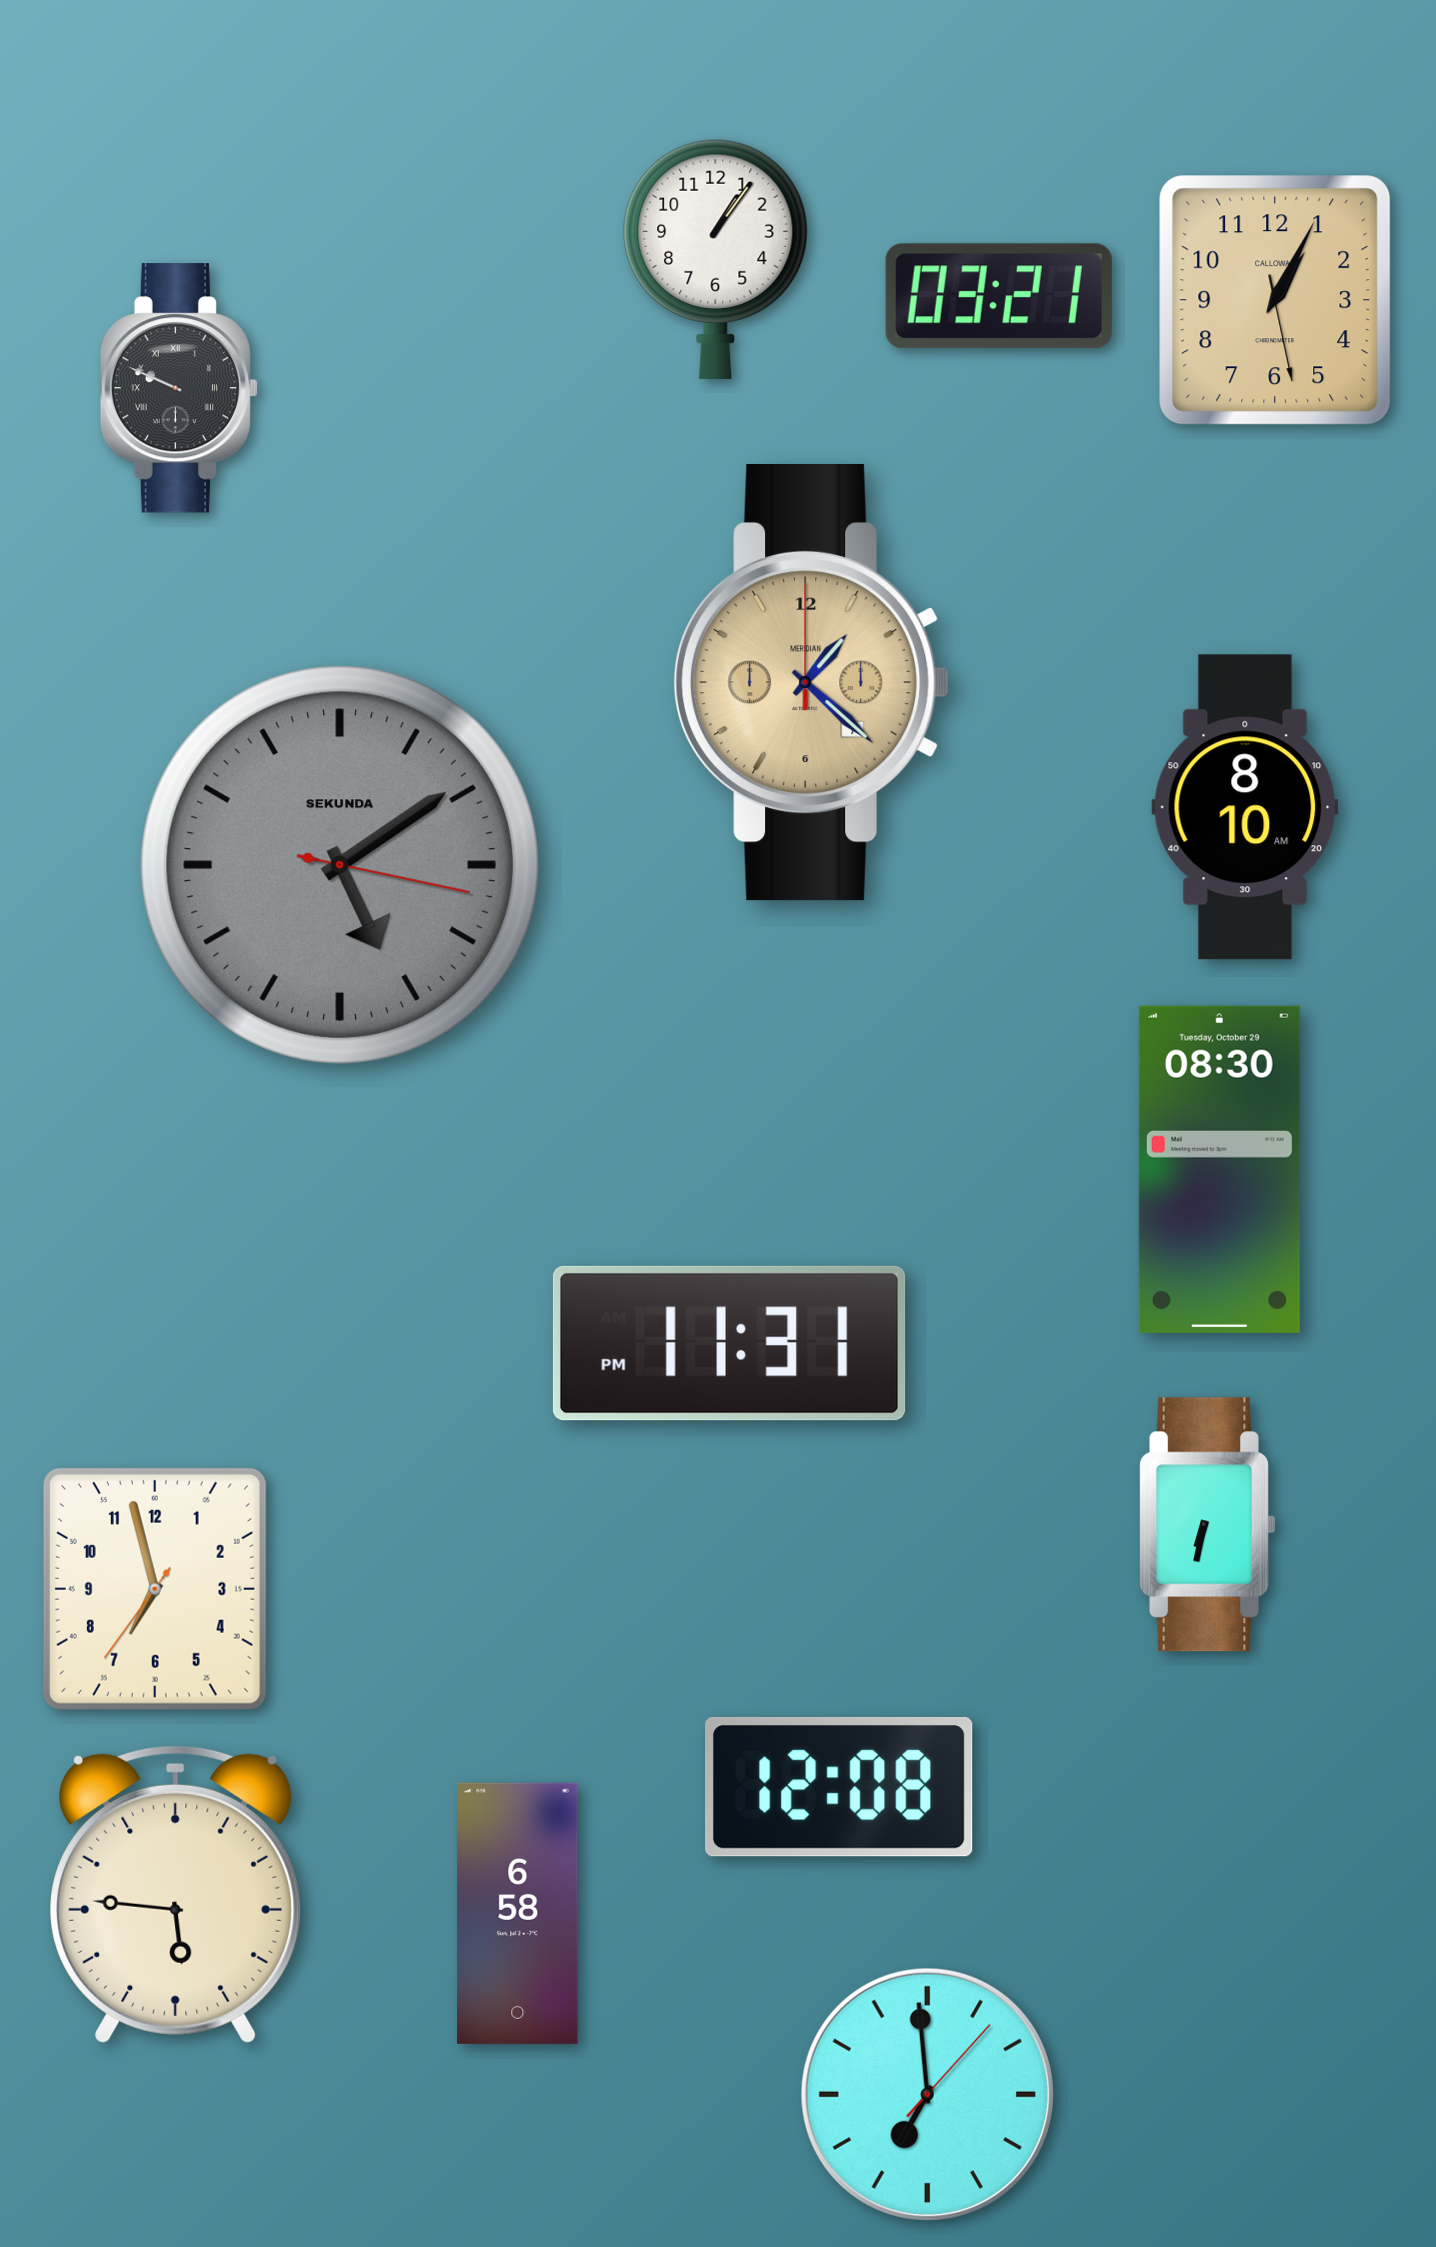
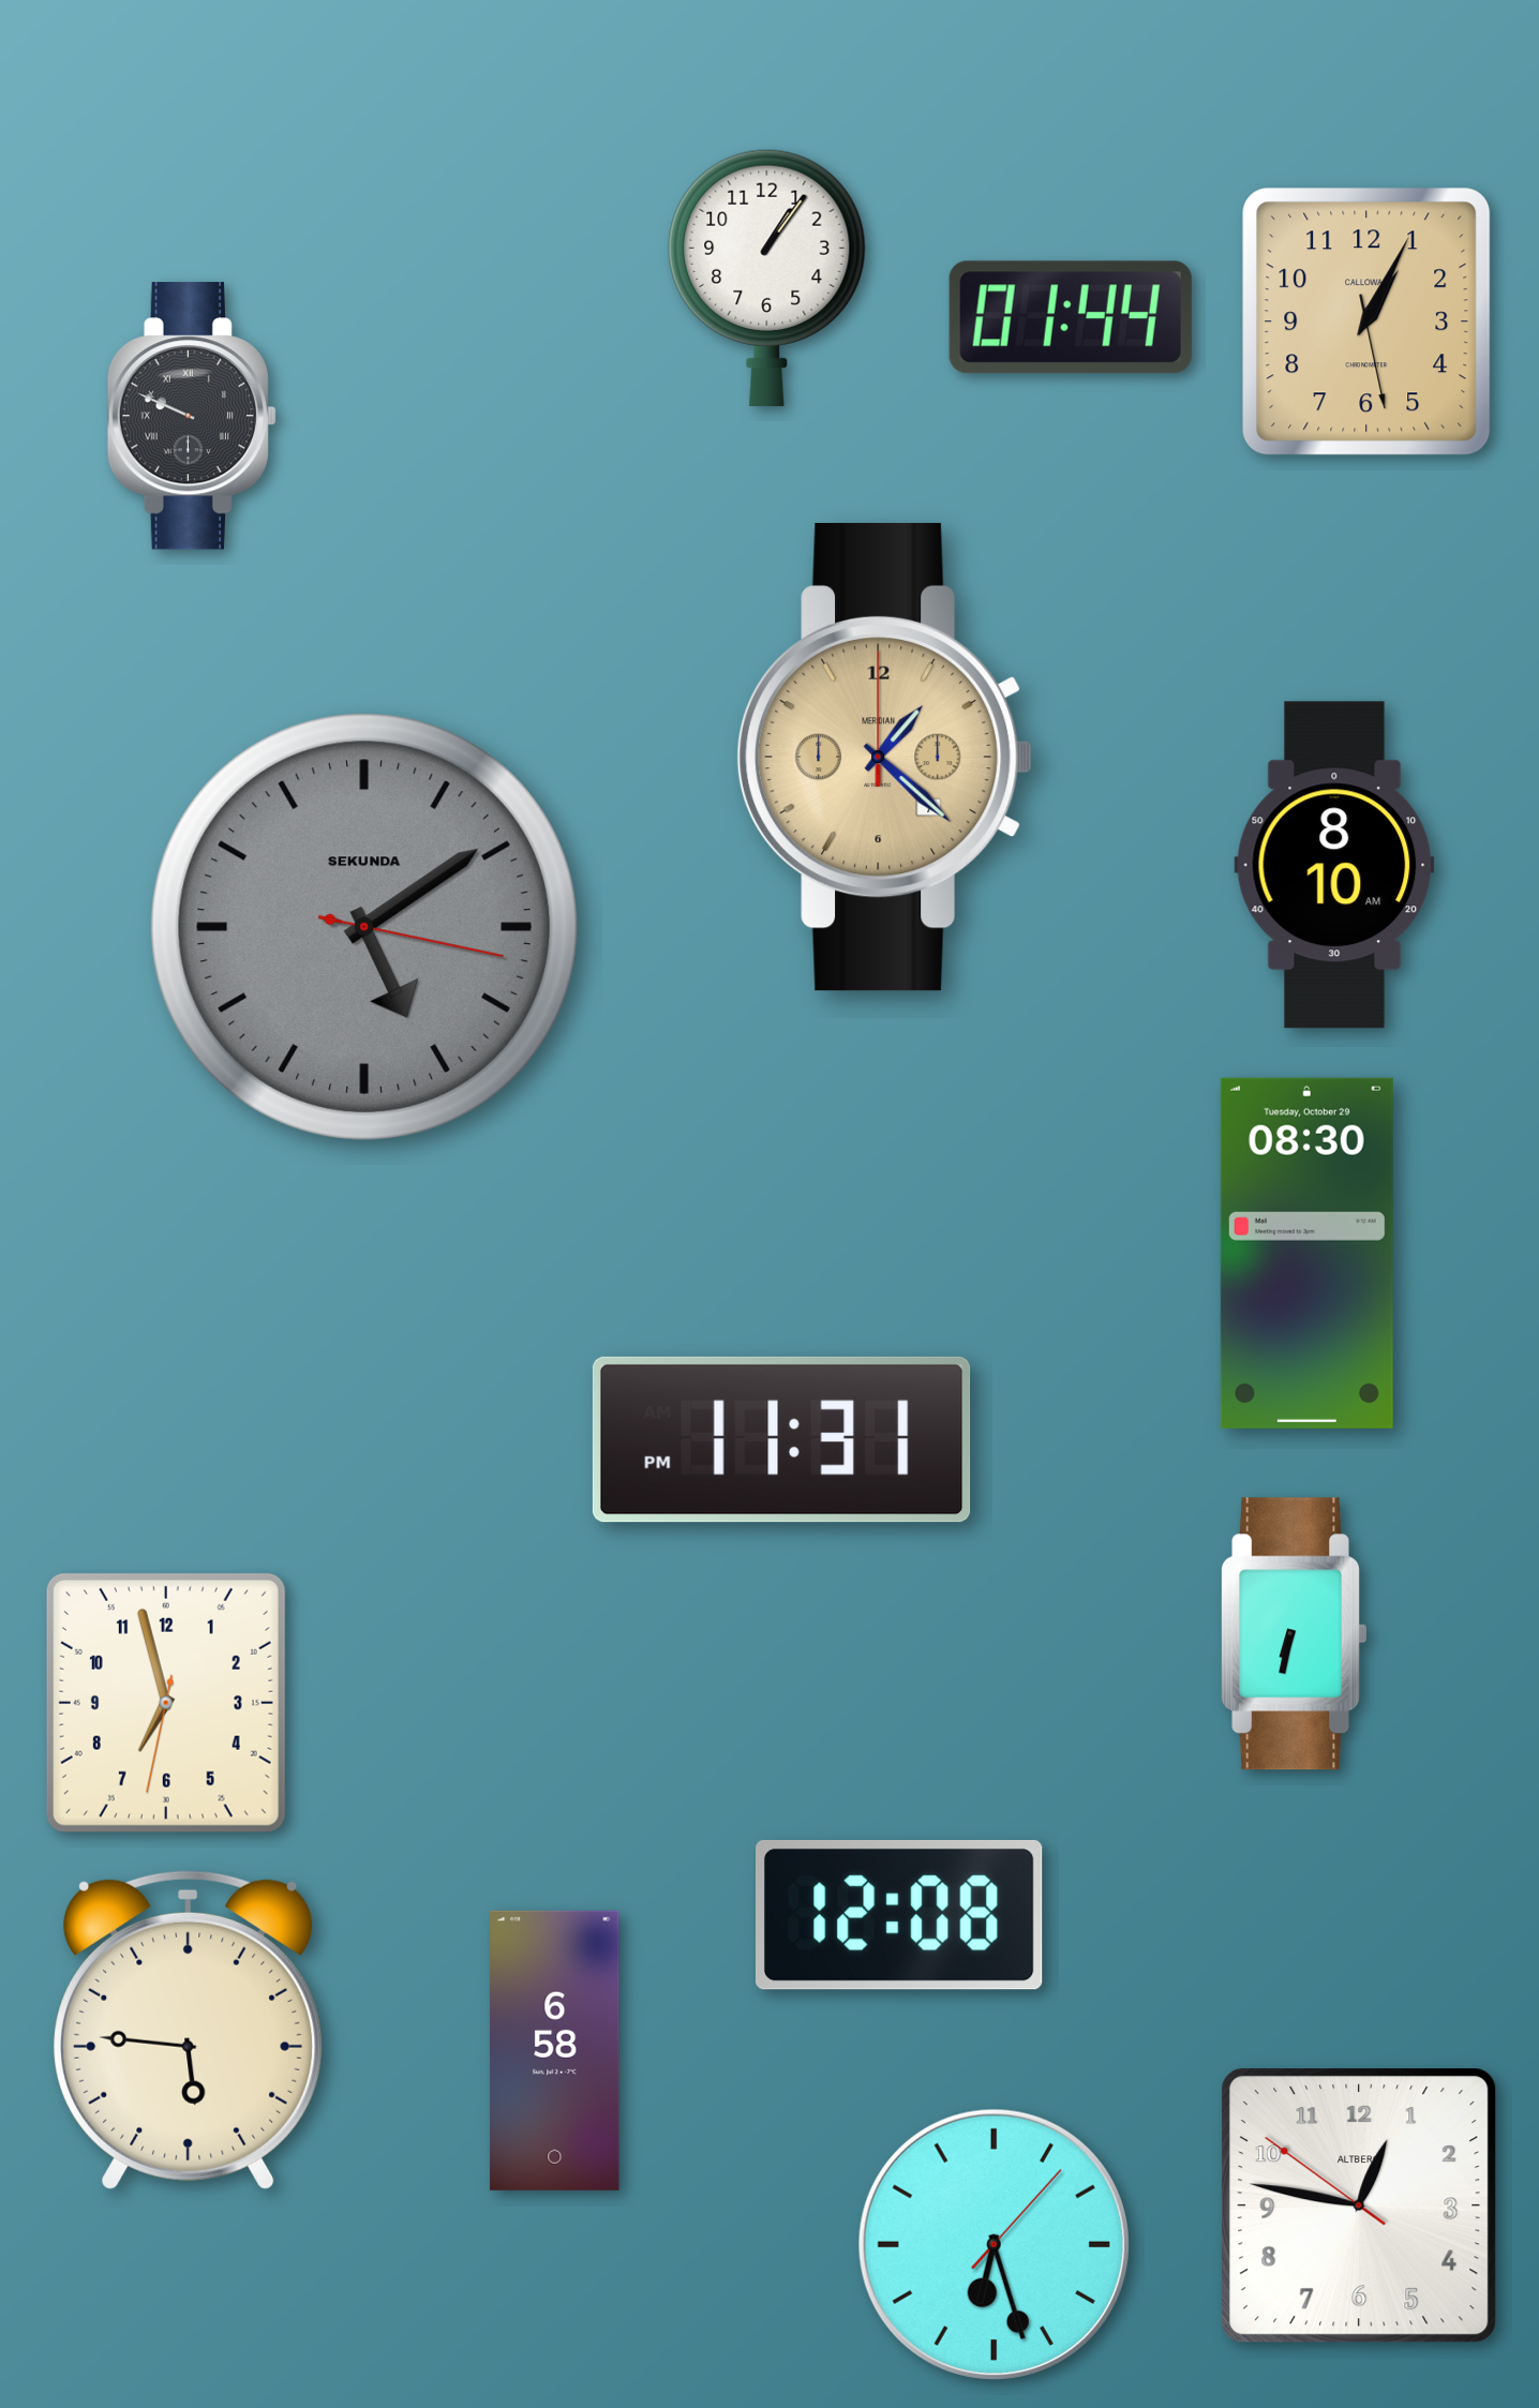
clock at (999, 296): 03:21 -> 01:44
clock at (812, 682) position: (812, 682) -> (885, 757)
clock at (155, 1589): 6:57:36 -> 6:57:32
clock at (1359, 2205): none -> 12:46
clock at (927, 2094): 6:59 -> 6:27
